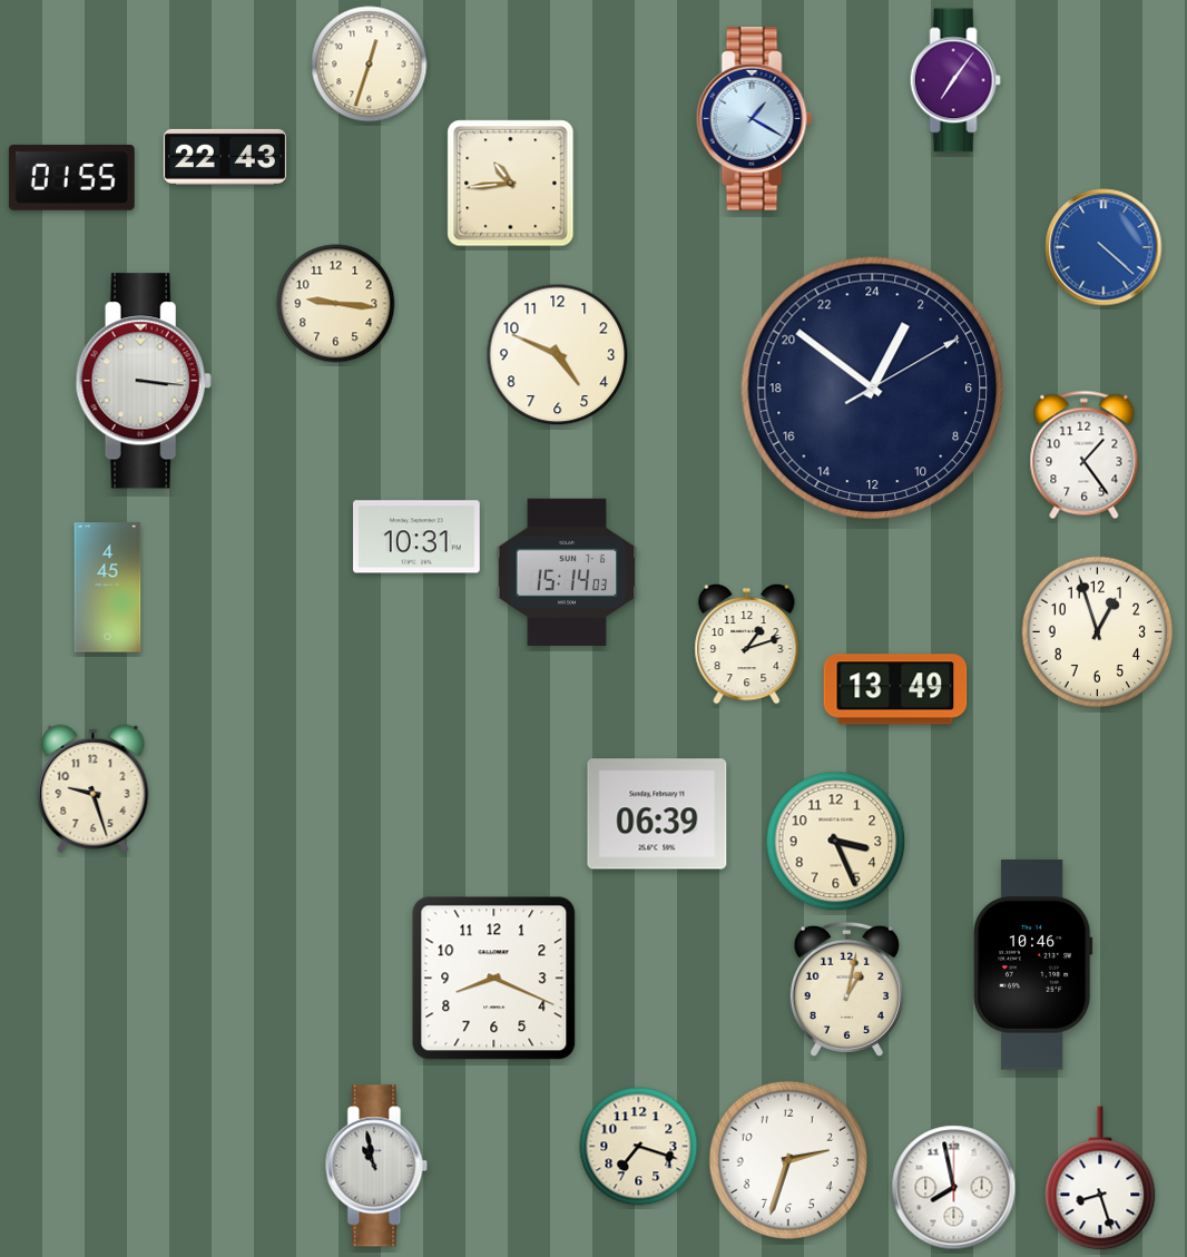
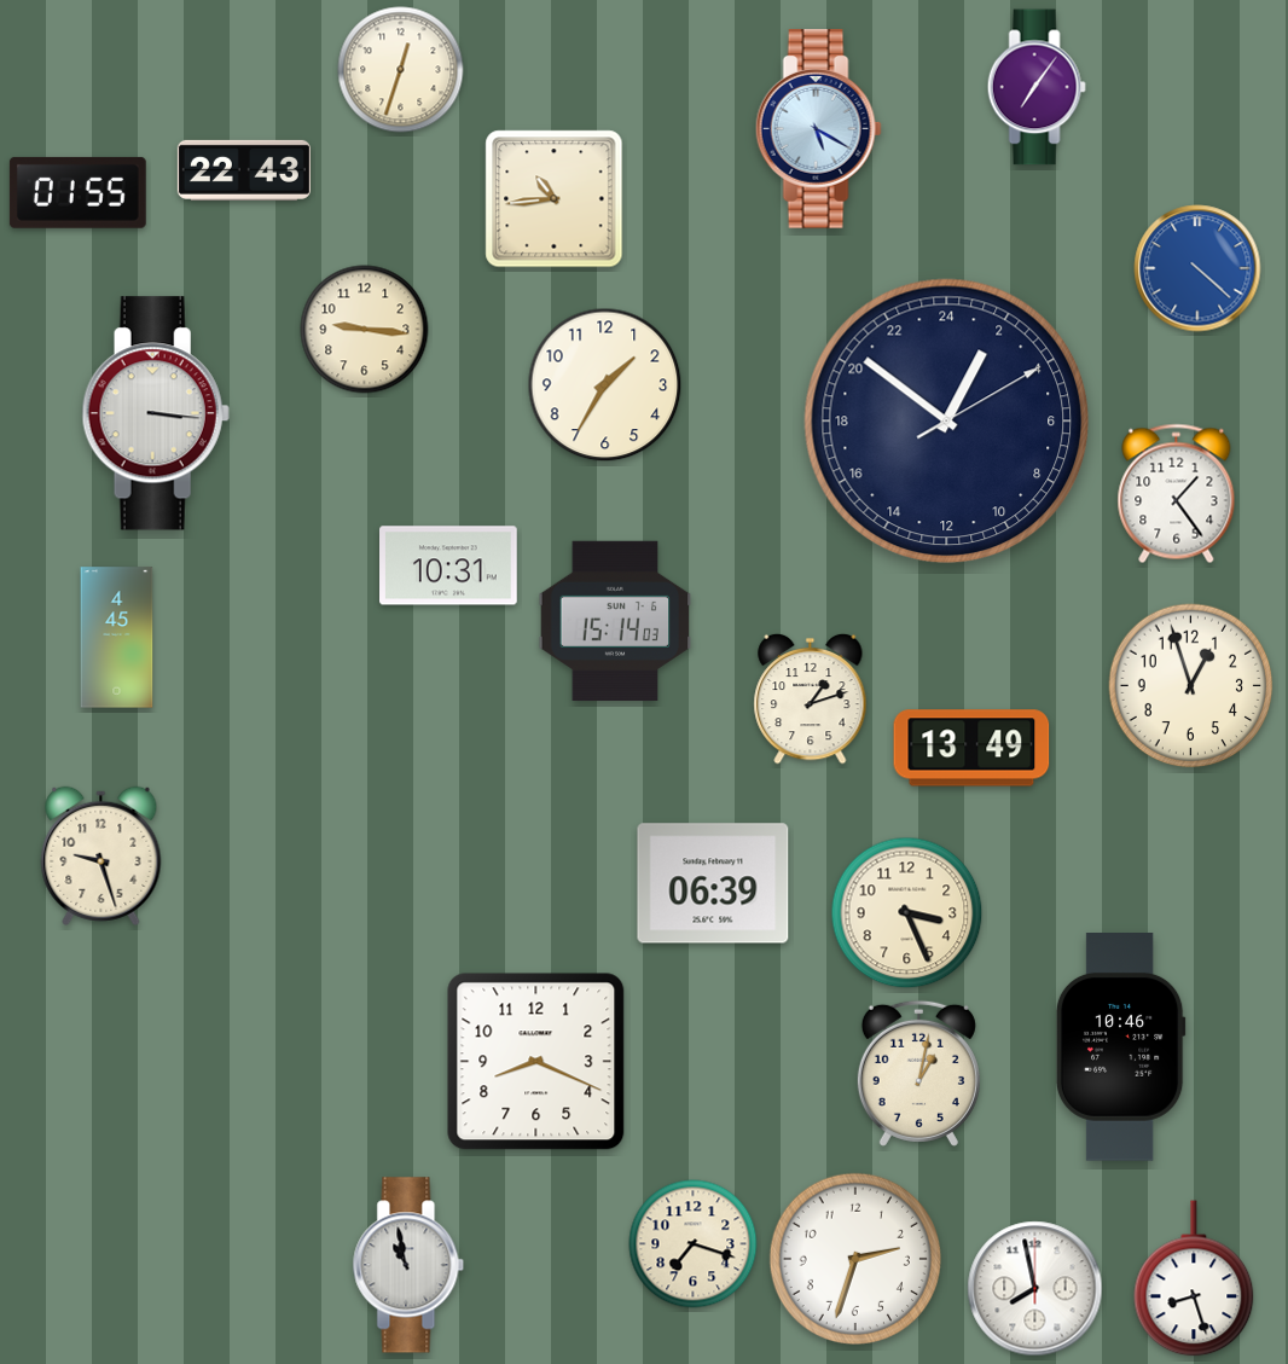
clock at (754, 119): 1:20 -> 5:20
clock at (558, 355): 4:49 -> 1:35
clock at (418, 537) position: (418, 537) -> (449, 565)
